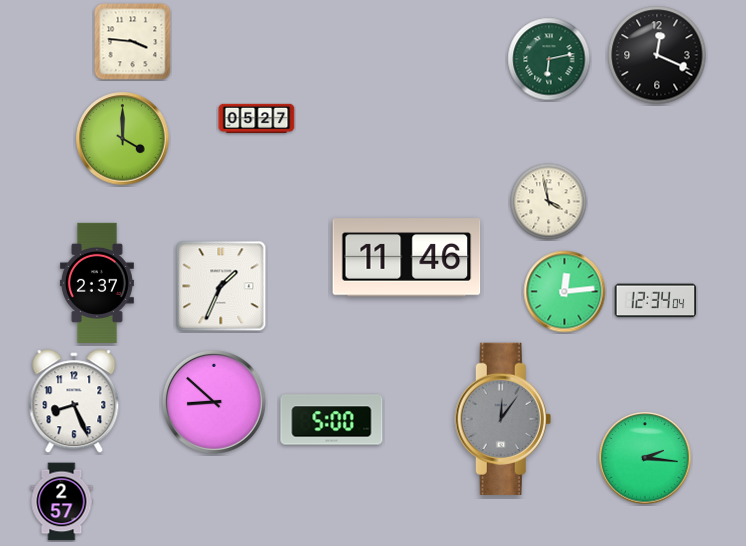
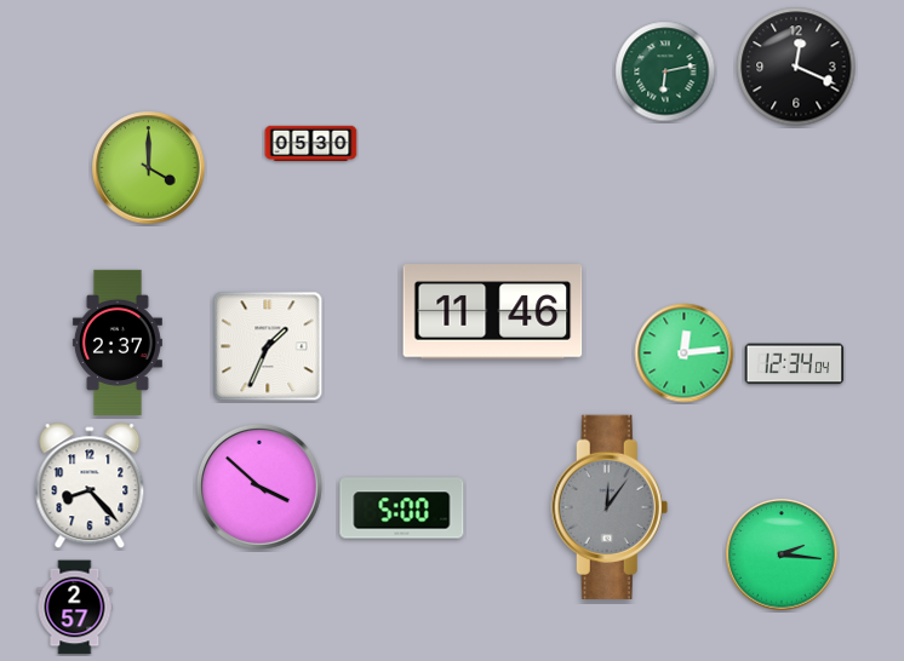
clock at (133, 42): 3:46 -> none
clock at (257, 118): 05:27 -> 05:30
clock at (549, 202): 3:58 -> none
clock at (74, 402): 8:26 -> 8:23
clock at (214, 402): 8:52 -> 3:52
